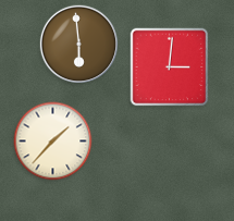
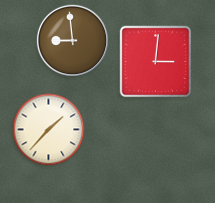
clock at (78, 44): 5:59 -> 8:59
